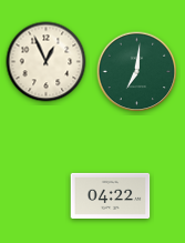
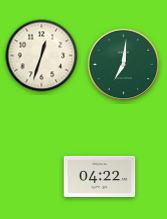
clock at (47, 62): 12:56 -> 12:33
